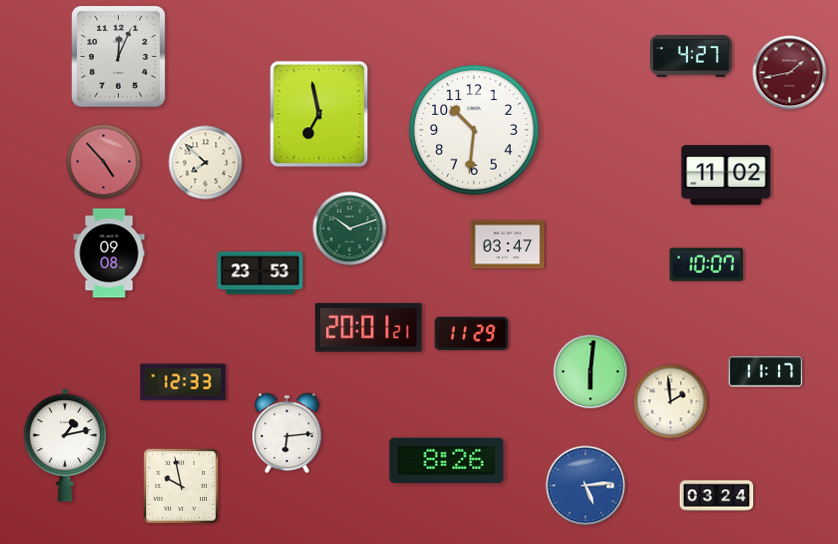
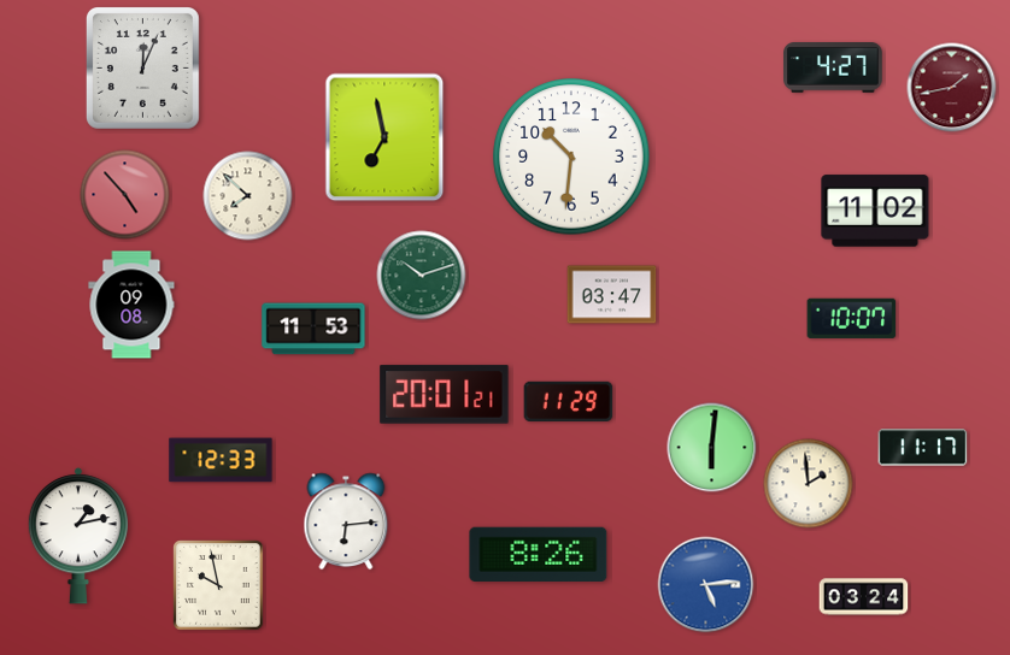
clock at (260, 273): 23:53 -> 11:53
